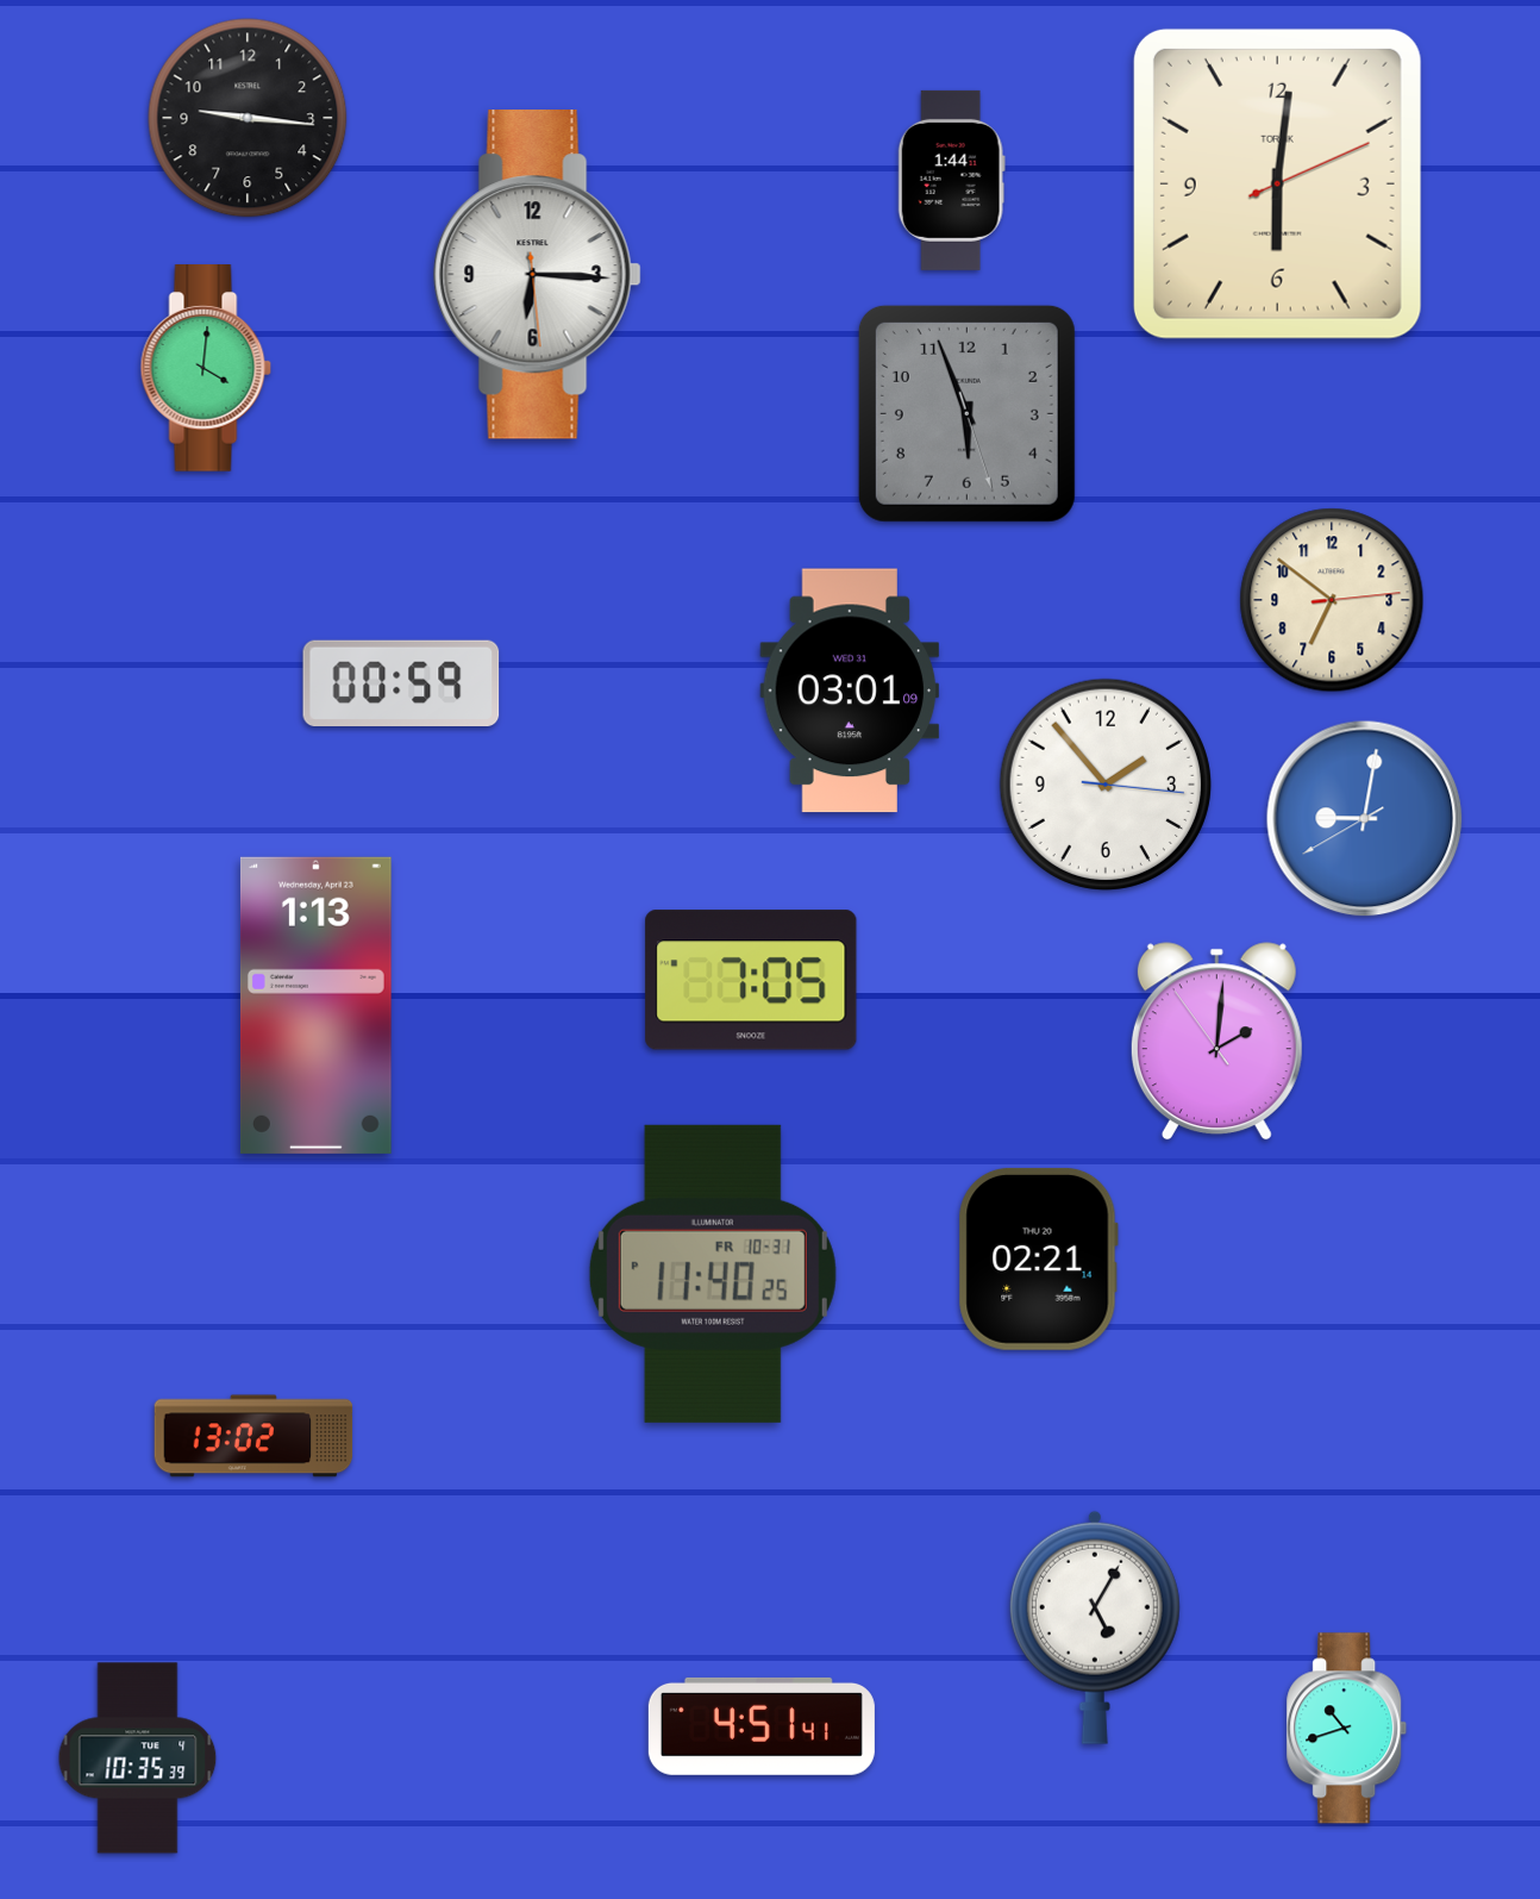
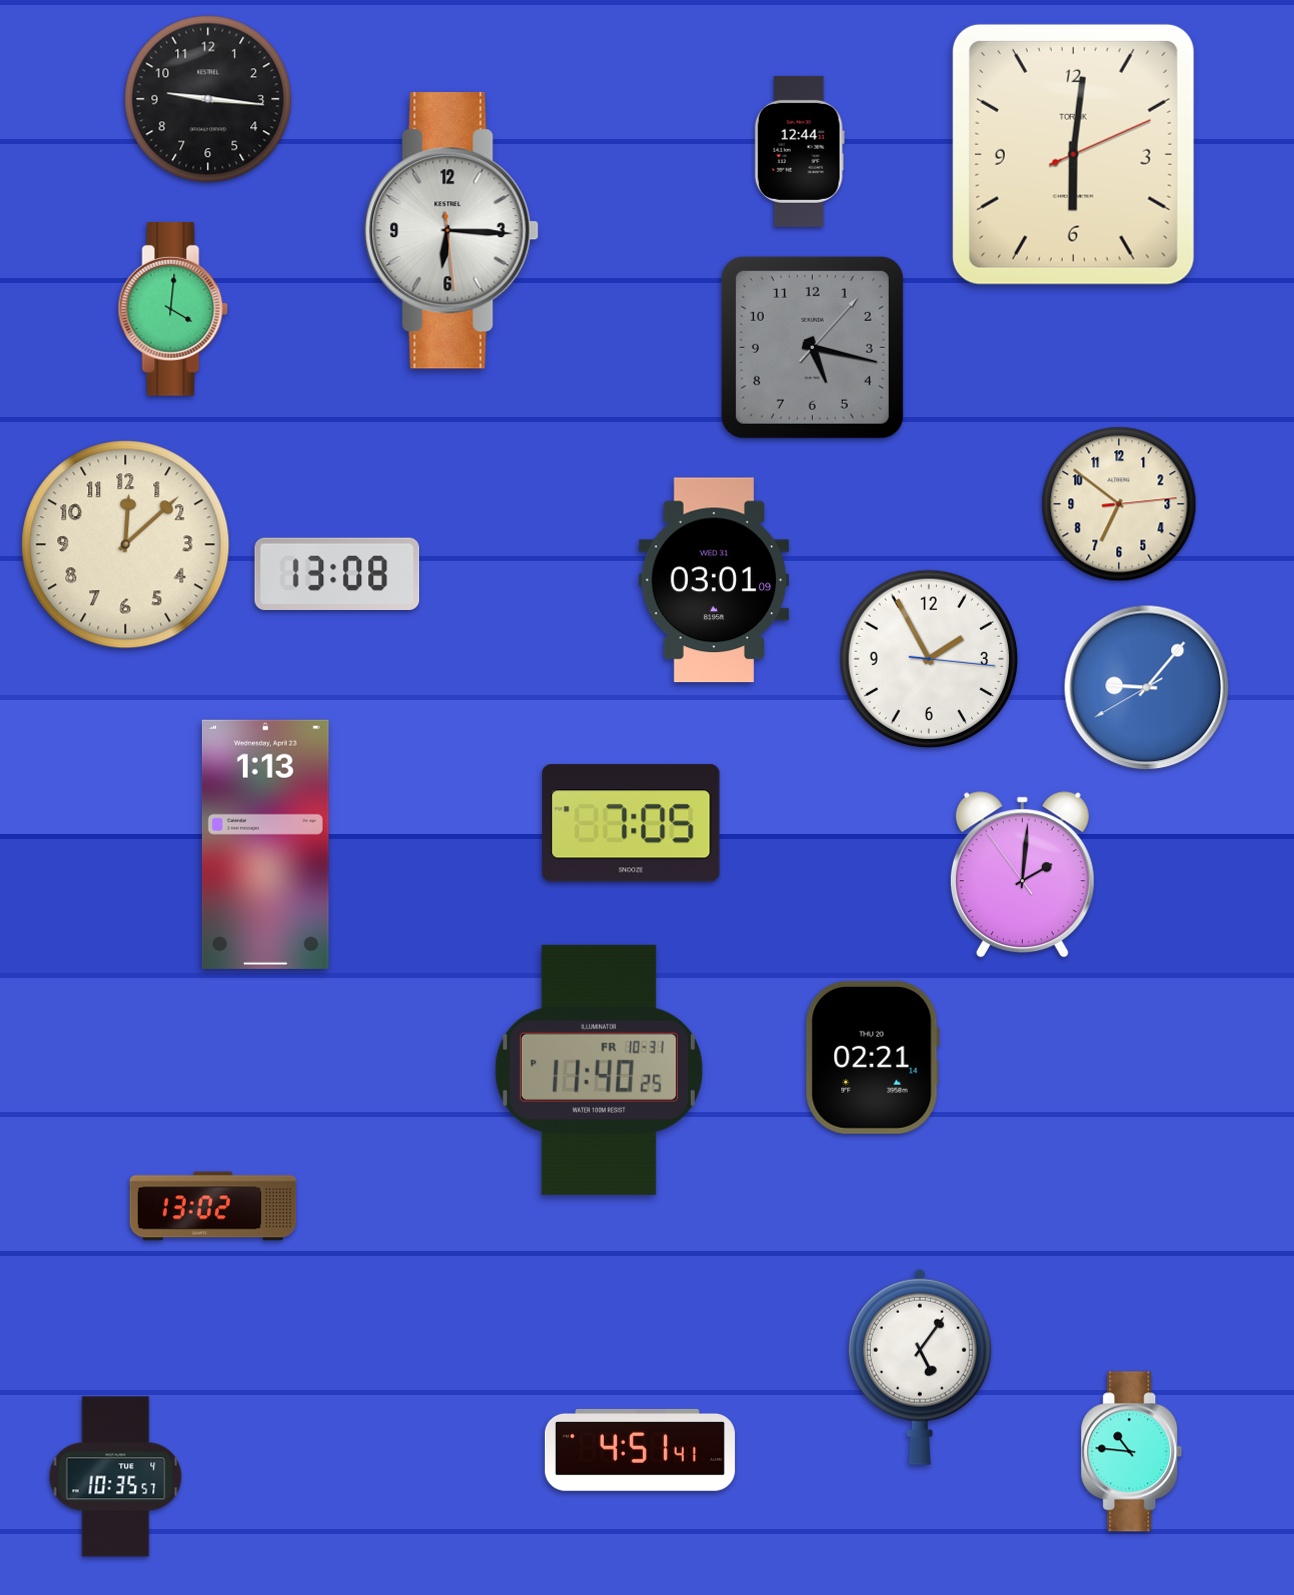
clock at (951, 180): 1:44 -> 12:44
clock at (966, 413): 5:56 -> 5:17
clock at (126, 545): none -> 12:08
clock at (401, 682): 00:59 -> 13:08
clock at (1106, 785): 1:53 -> 1:55
clock at (1365, 819): 9:01 -> 9:06
clock at (1095, 1628): 5:05 -> 5:06
clock at (1347, 1729): 10:42 -> 10:46
clock at (138, 1759): 10:35:39 -> 10:35:57
